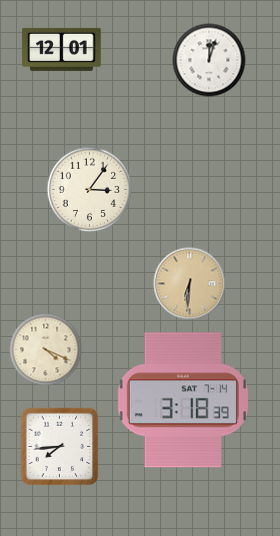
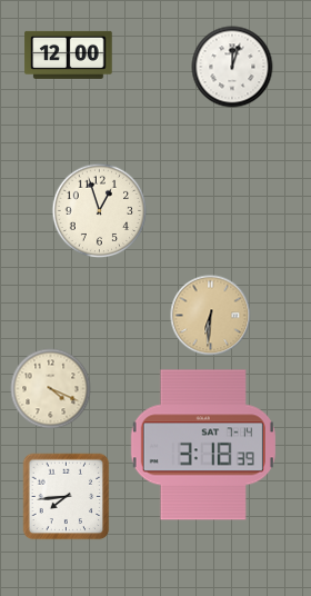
clock at (62, 49): 12:01 -> 12:00
clock at (90, 190): 3:06 -> 12:57
